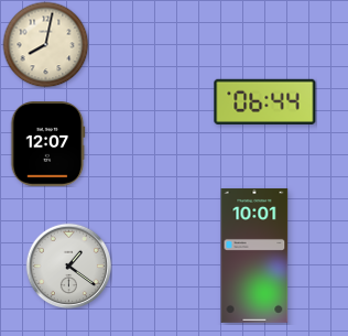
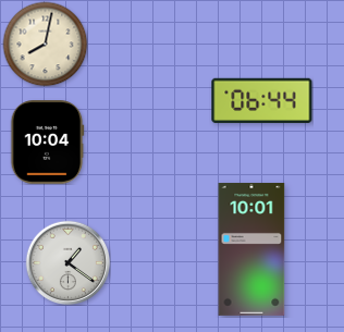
clock at (47, 144): 12:07 -> 10:04
clock at (254, 256) position: (254, 256) -> (251, 249)
